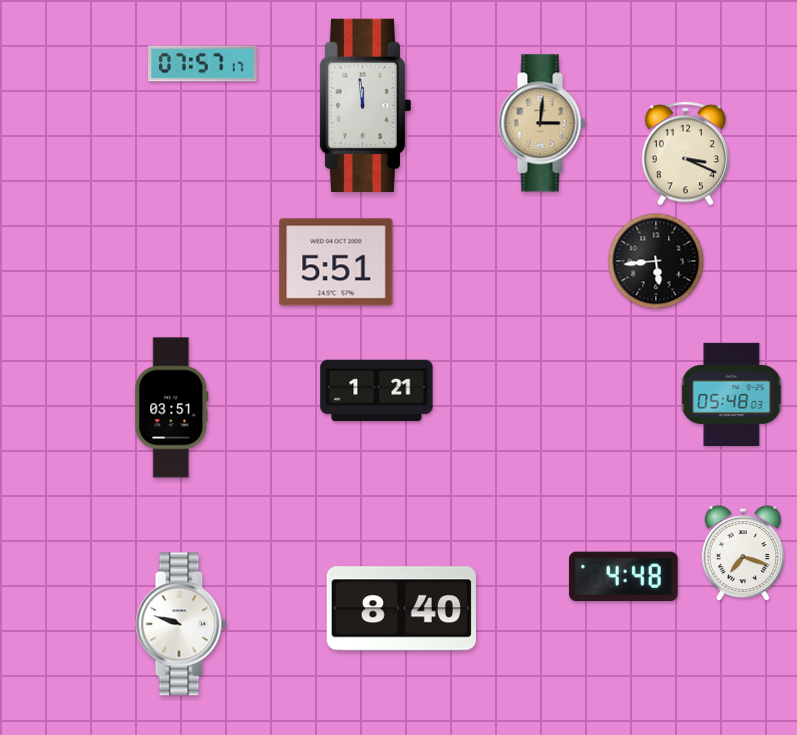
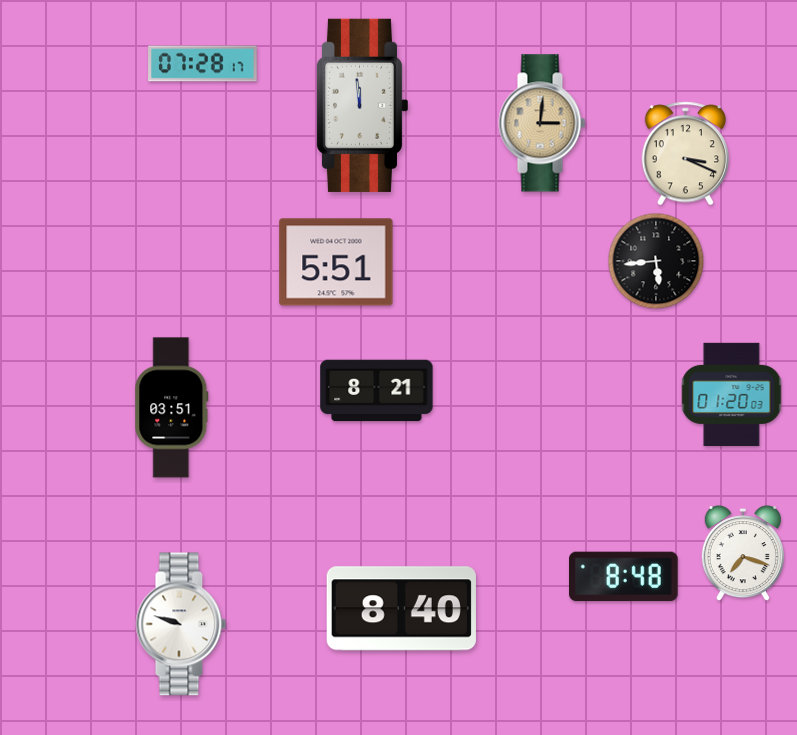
clock at (203, 64): 07:57 -> 07:28
clock at (364, 105) position: (364, 105) -> (361, 105)
clock at (377, 391): 1:21 -> 8:21
clock at (732, 394): 05:48 -> 01:20
clock at (624, 577): 4:48 -> 8:48
